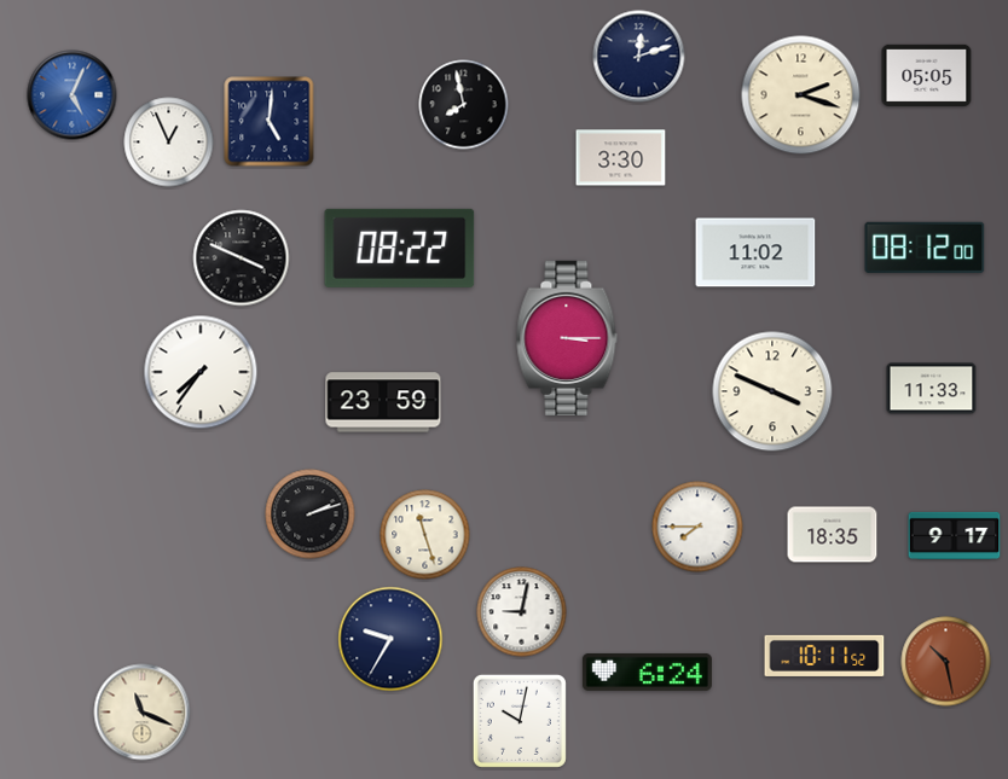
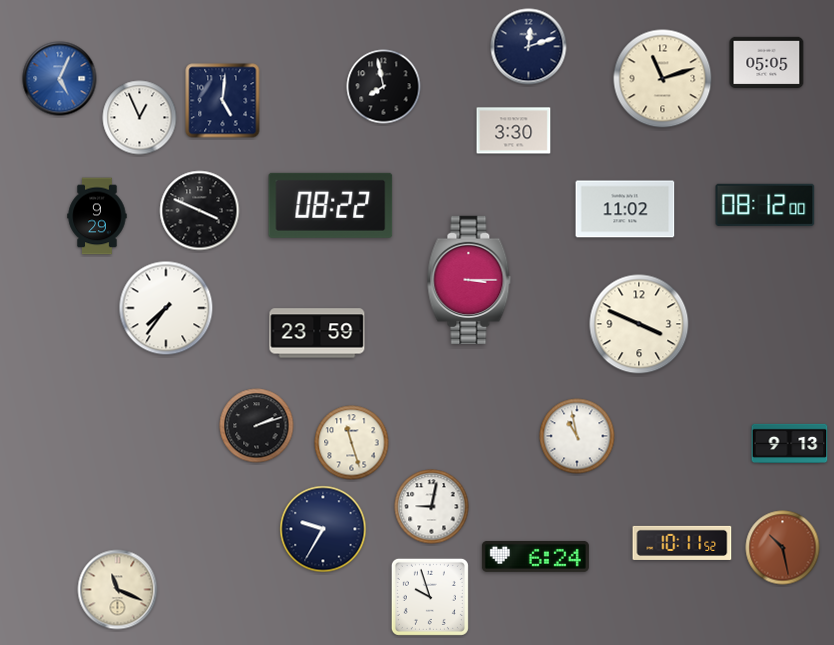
clock at (801, 95): 2:18 -> 11:12
clock at (242, 258) position: (242, 258) -> (200, 211)
clock at (97, 216): none -> 9:29
clock at (932, 389): 11:33 -> none
clock at (697, 527): 7:45 -> 10:58
clock at (833, 535): 18:35 -> none
clock at (955, 535): 9:17 -> 9:13
clock at (520, 721): 10:02 -> 9:57
